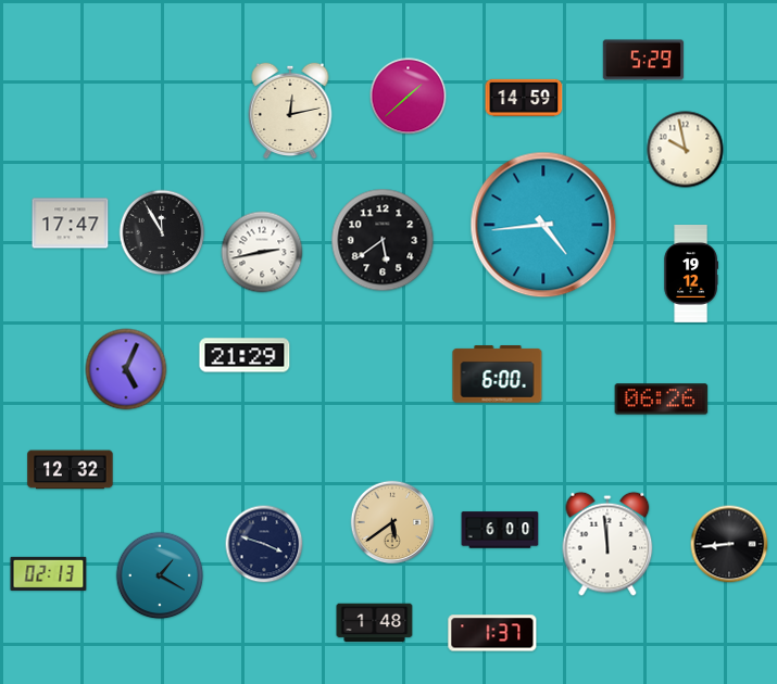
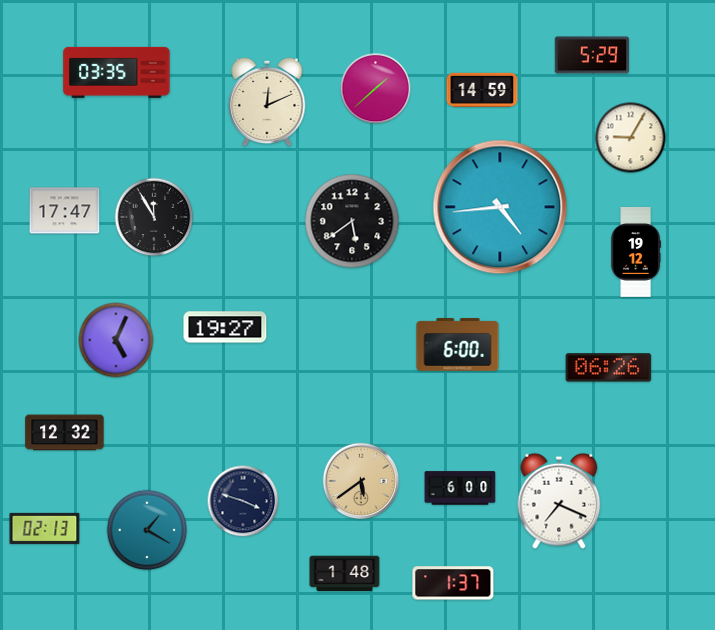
clock at (117, 72): none -> 03:35
clock at (290, 111): 12:13 -> 12:11
clock at (686, 150): 9:58 -> 9:05
clock at (71, 224) position: (71, 224) -> (65, 211)
clock at (162, 232) position: (162, 232) -> (154, 217)
clock at (262, 252): 2:43 -> none
clock at (245, 355): 21:29 -> 19:27
clock at (607, 544): 11:59 -> 7:19
clock at (729, 544): 8:44 -> none
